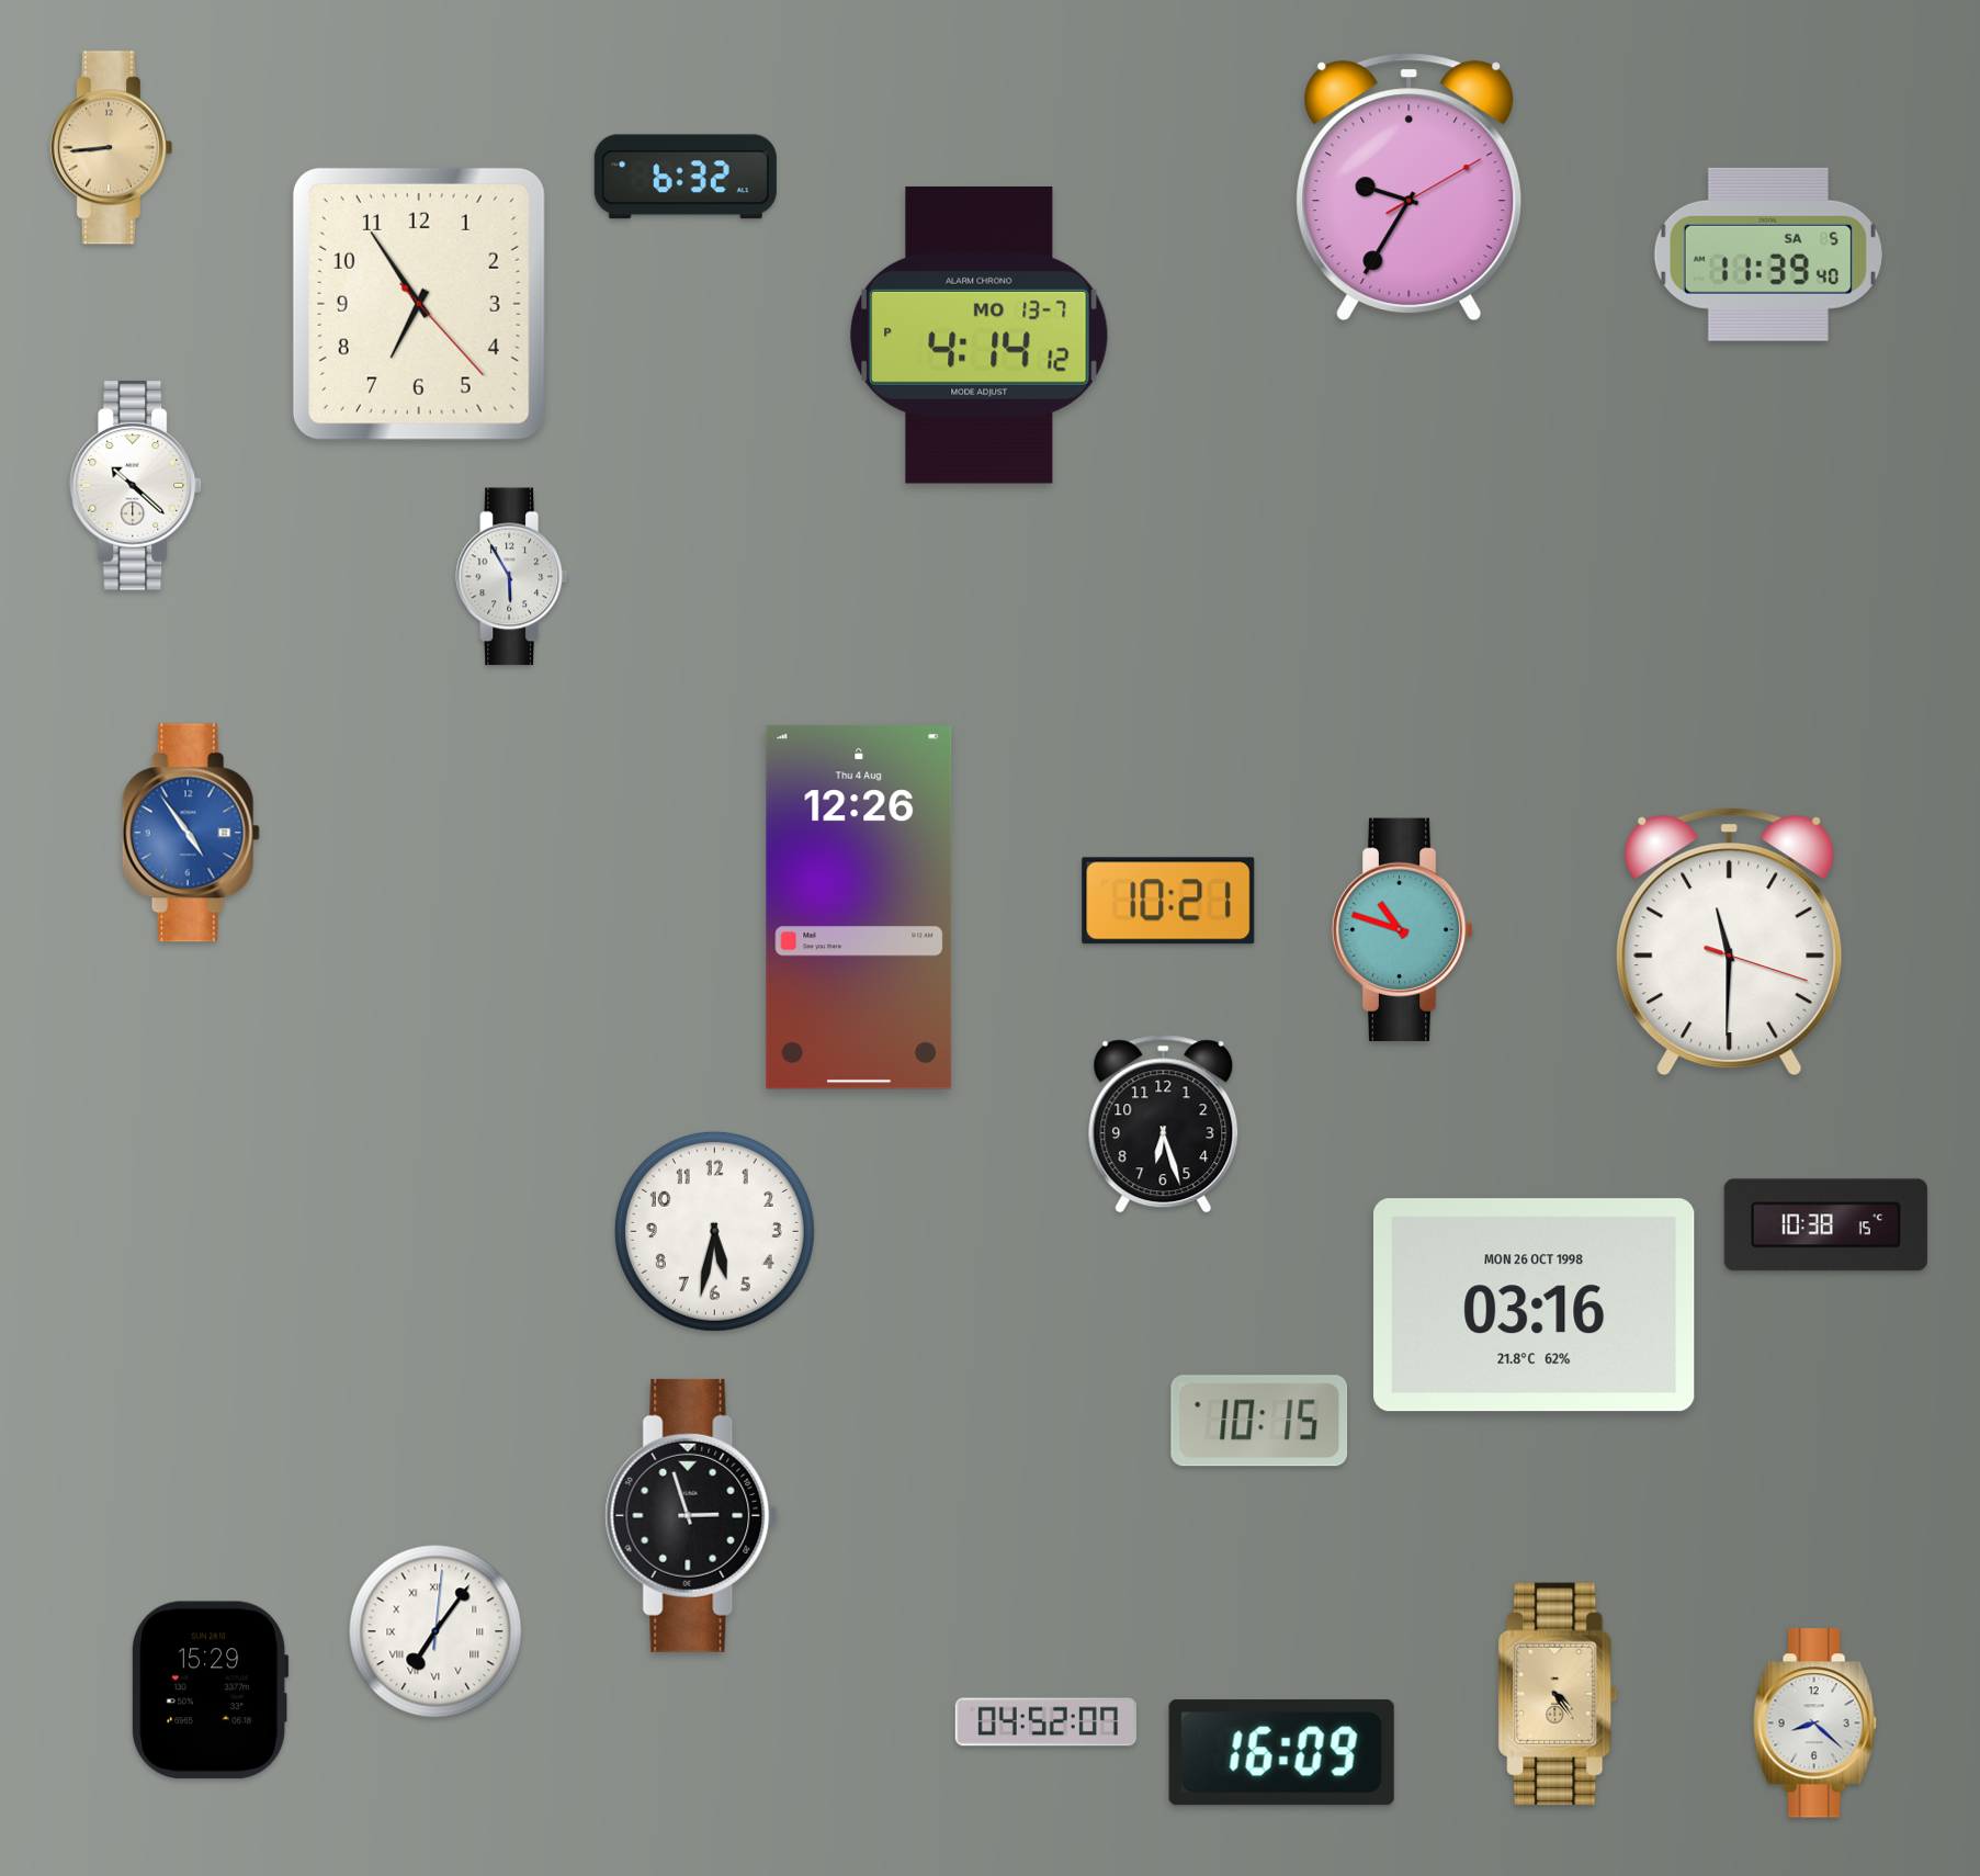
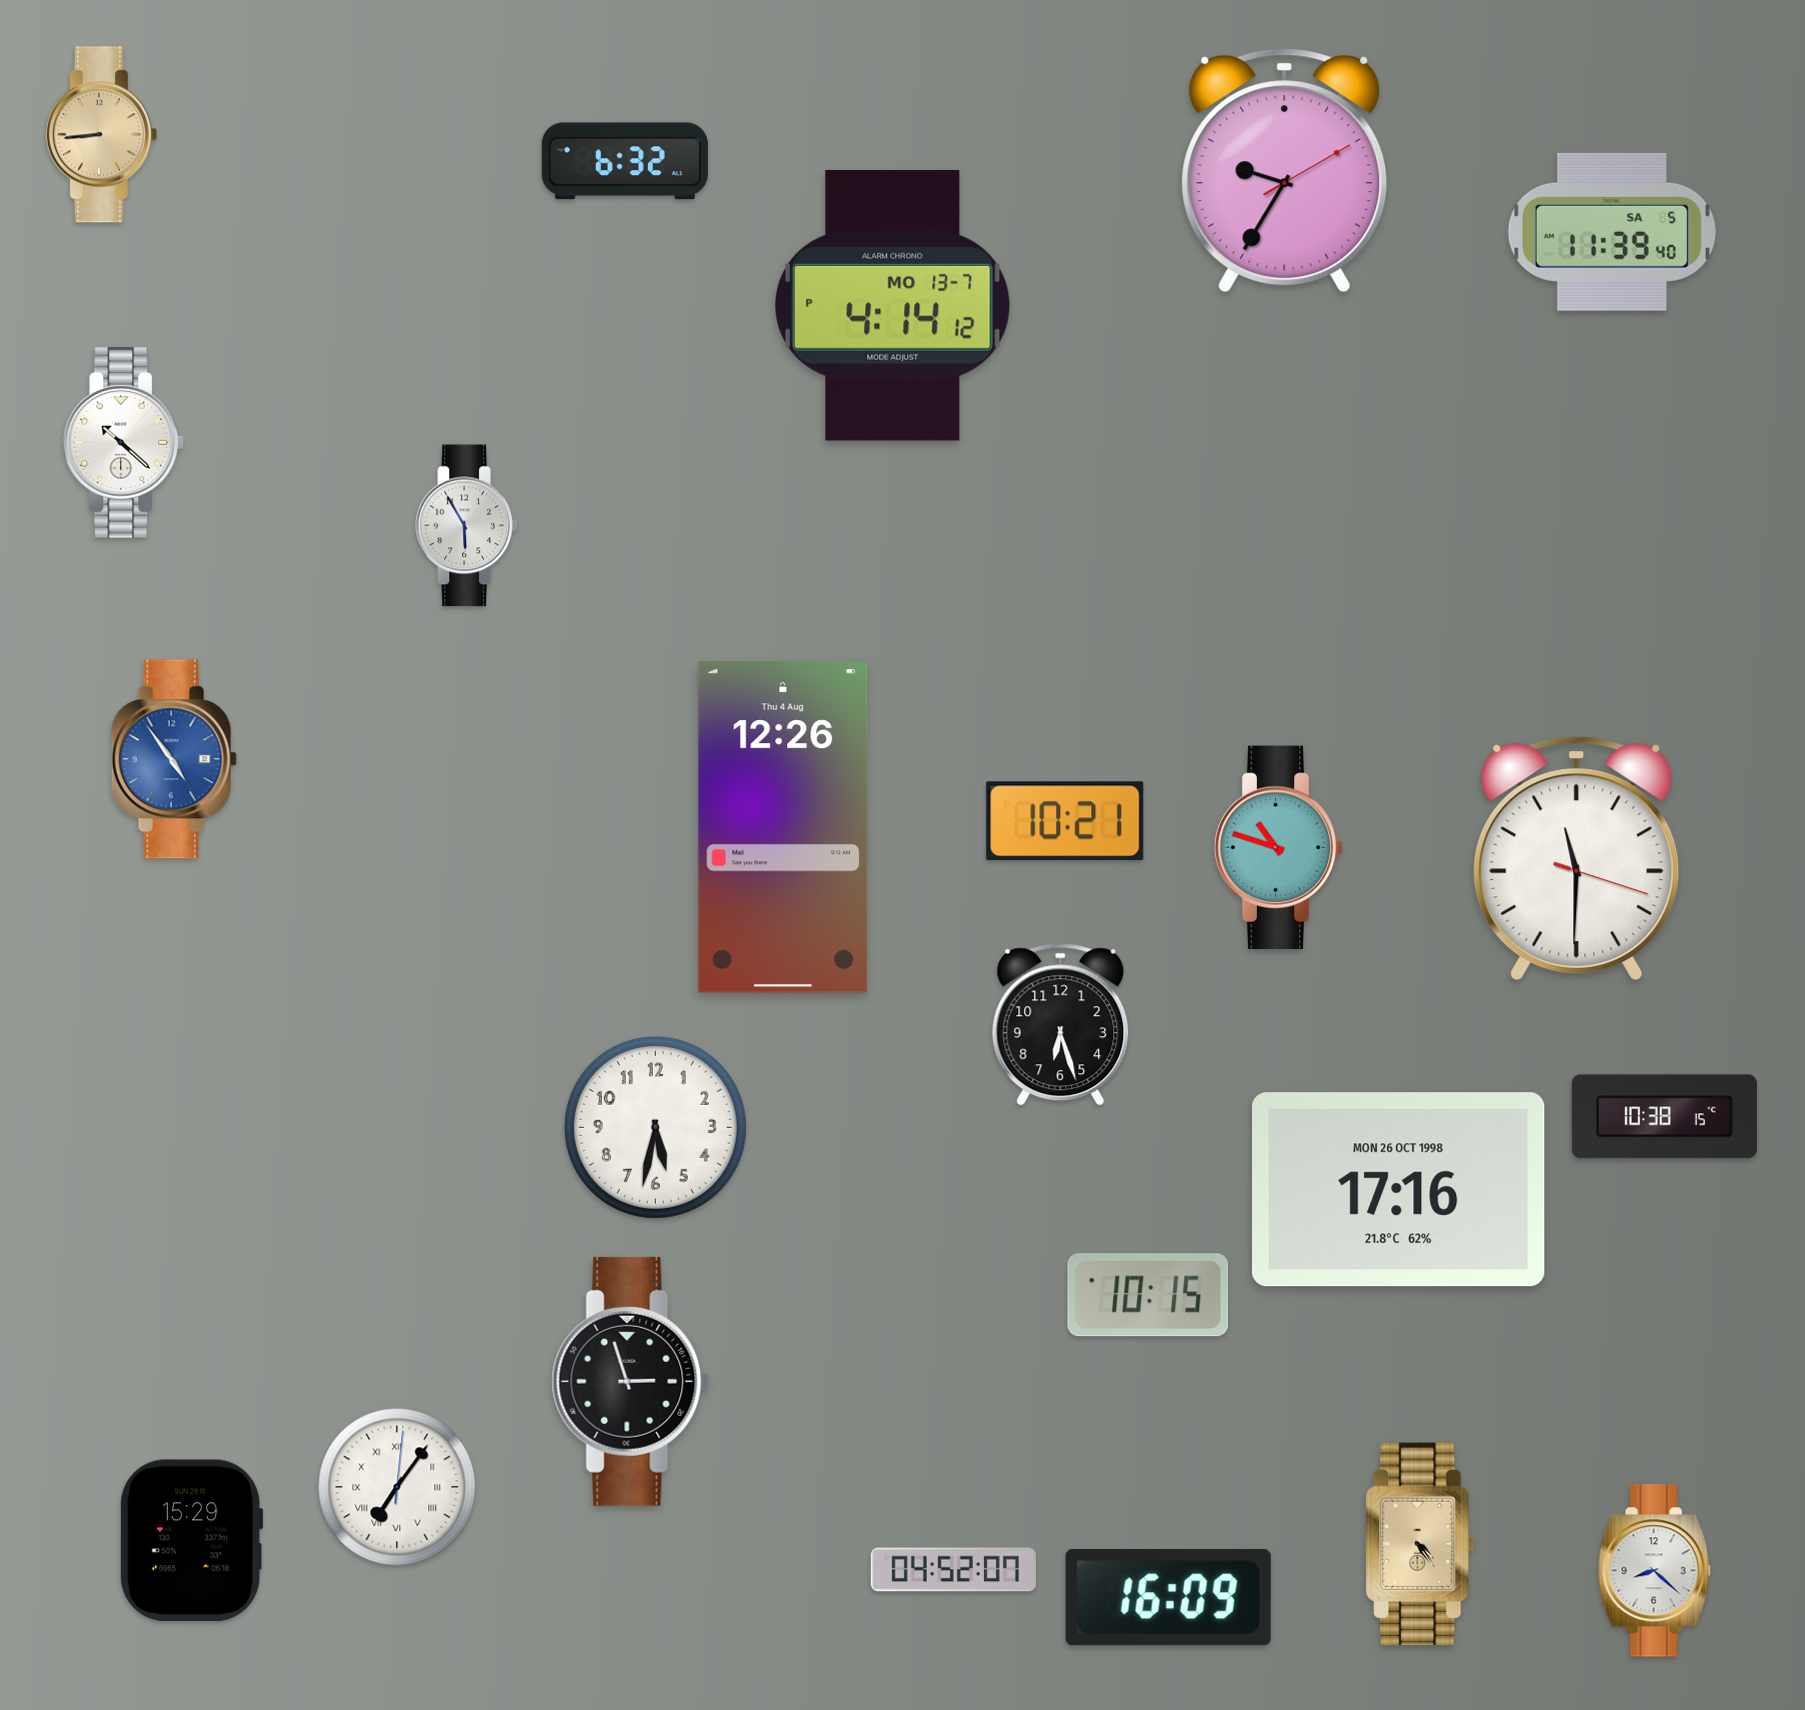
clock at (419, 304): 6:54 -> none
clock at (714, 1231) position: (714, 1231) -> (655, 1127)
clock at (1535, 1306): 03:16 -> 17:16
